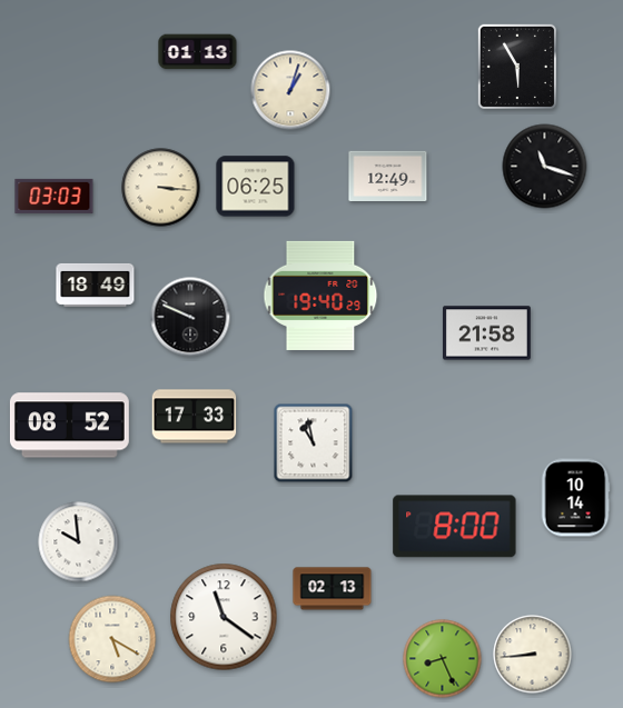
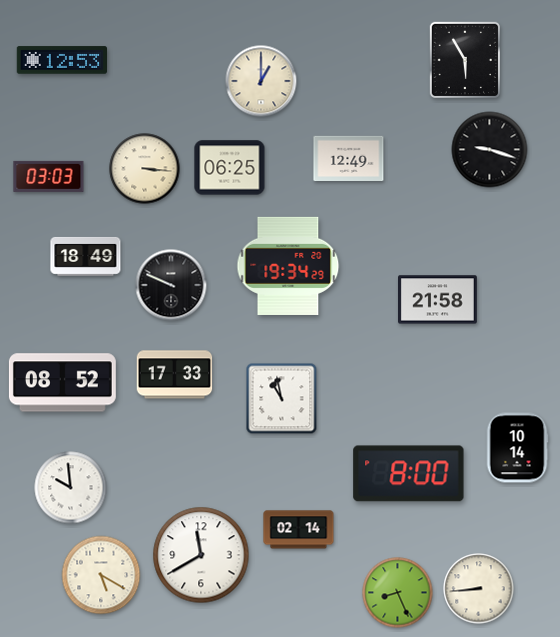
clock at (198, 52): 01:13 -> none
clock at (62, 60): none -> 12:53
clock at (290, 90): 1:03 -> 1:00
clock at (545, 167): 11:18 -> 9:18
clock at (320, 296): 19:40 -> 19:34
clock at (333, 589): 02:13 -> 02:14
clock at (224, 617): 11:21 -> 11:40
